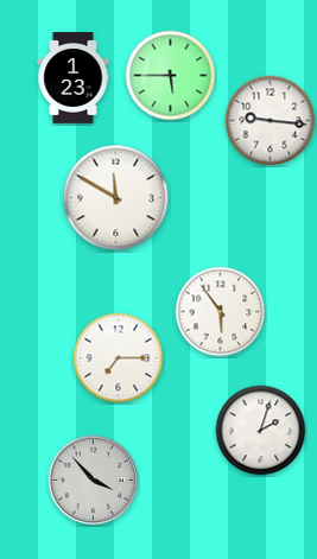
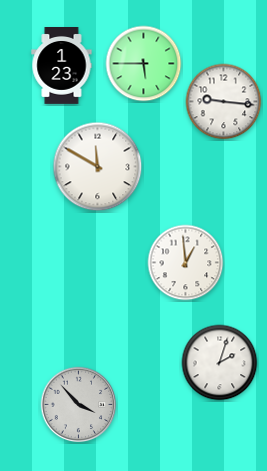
clock at (271, 121) position: (271, 121) -> (224, 102)
clock at (221, 312): 5:54 -> 12:59
clock at (119, 358): 7:15 -> none
